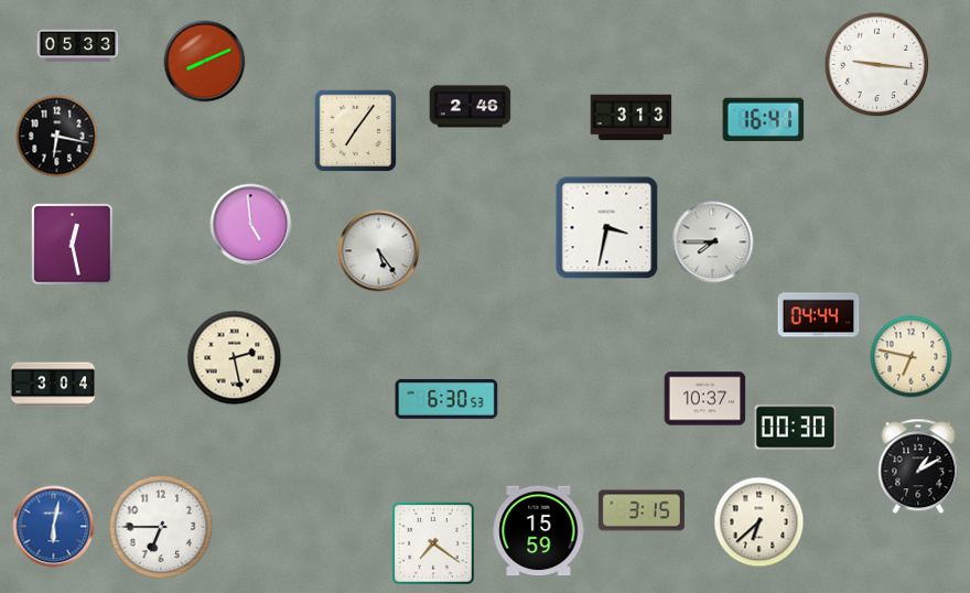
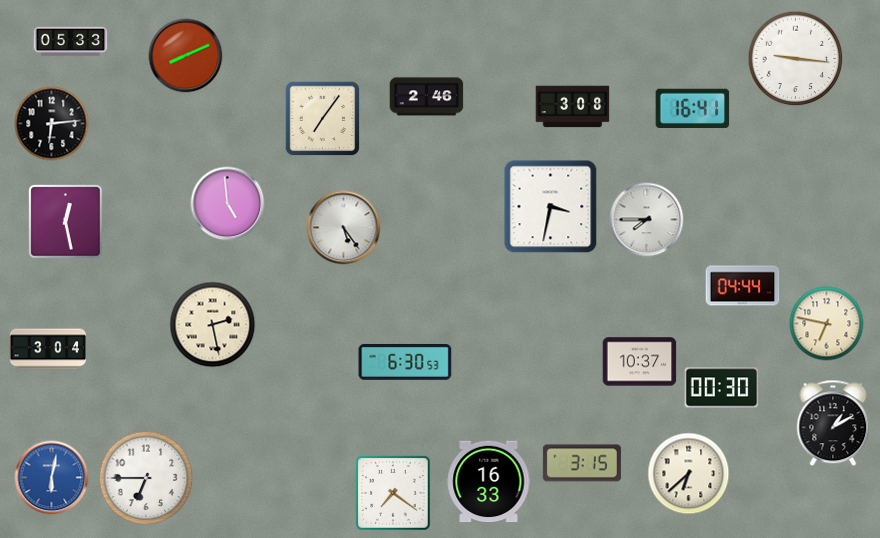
clock at (632, 118): 3:13 -> 3:08
clock at (57, 137): 6:17 -> 6:14
clock at (54, 527) position: (54, 527) -> (52, 478)
clock at (539, 531): 15:59 -> 16:33
